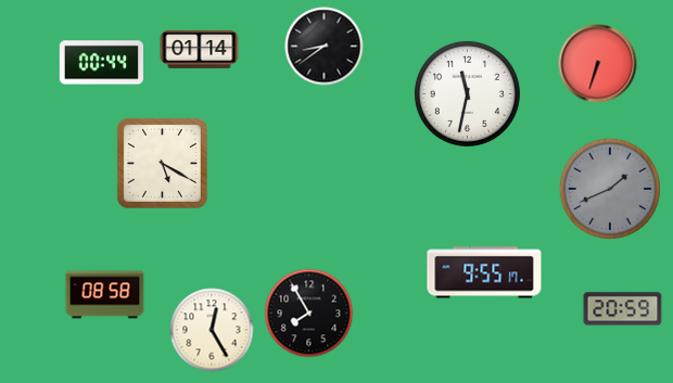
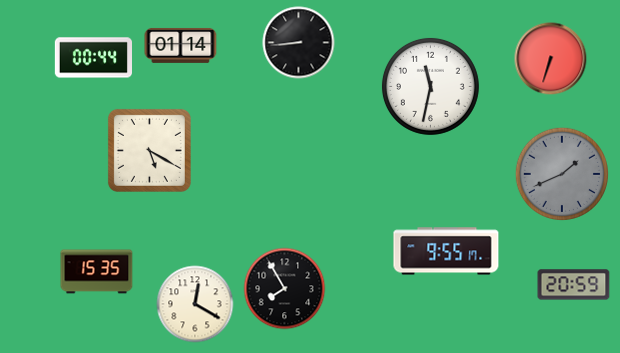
clock at (325, 47): 8:39 -> 8:44
clock at (200, 49) position: (200, 49) -> (181, 45)
clock at (105, 295): 08:58 -> 15:35
clock at (212, 330): 12:25 -> 12:20
